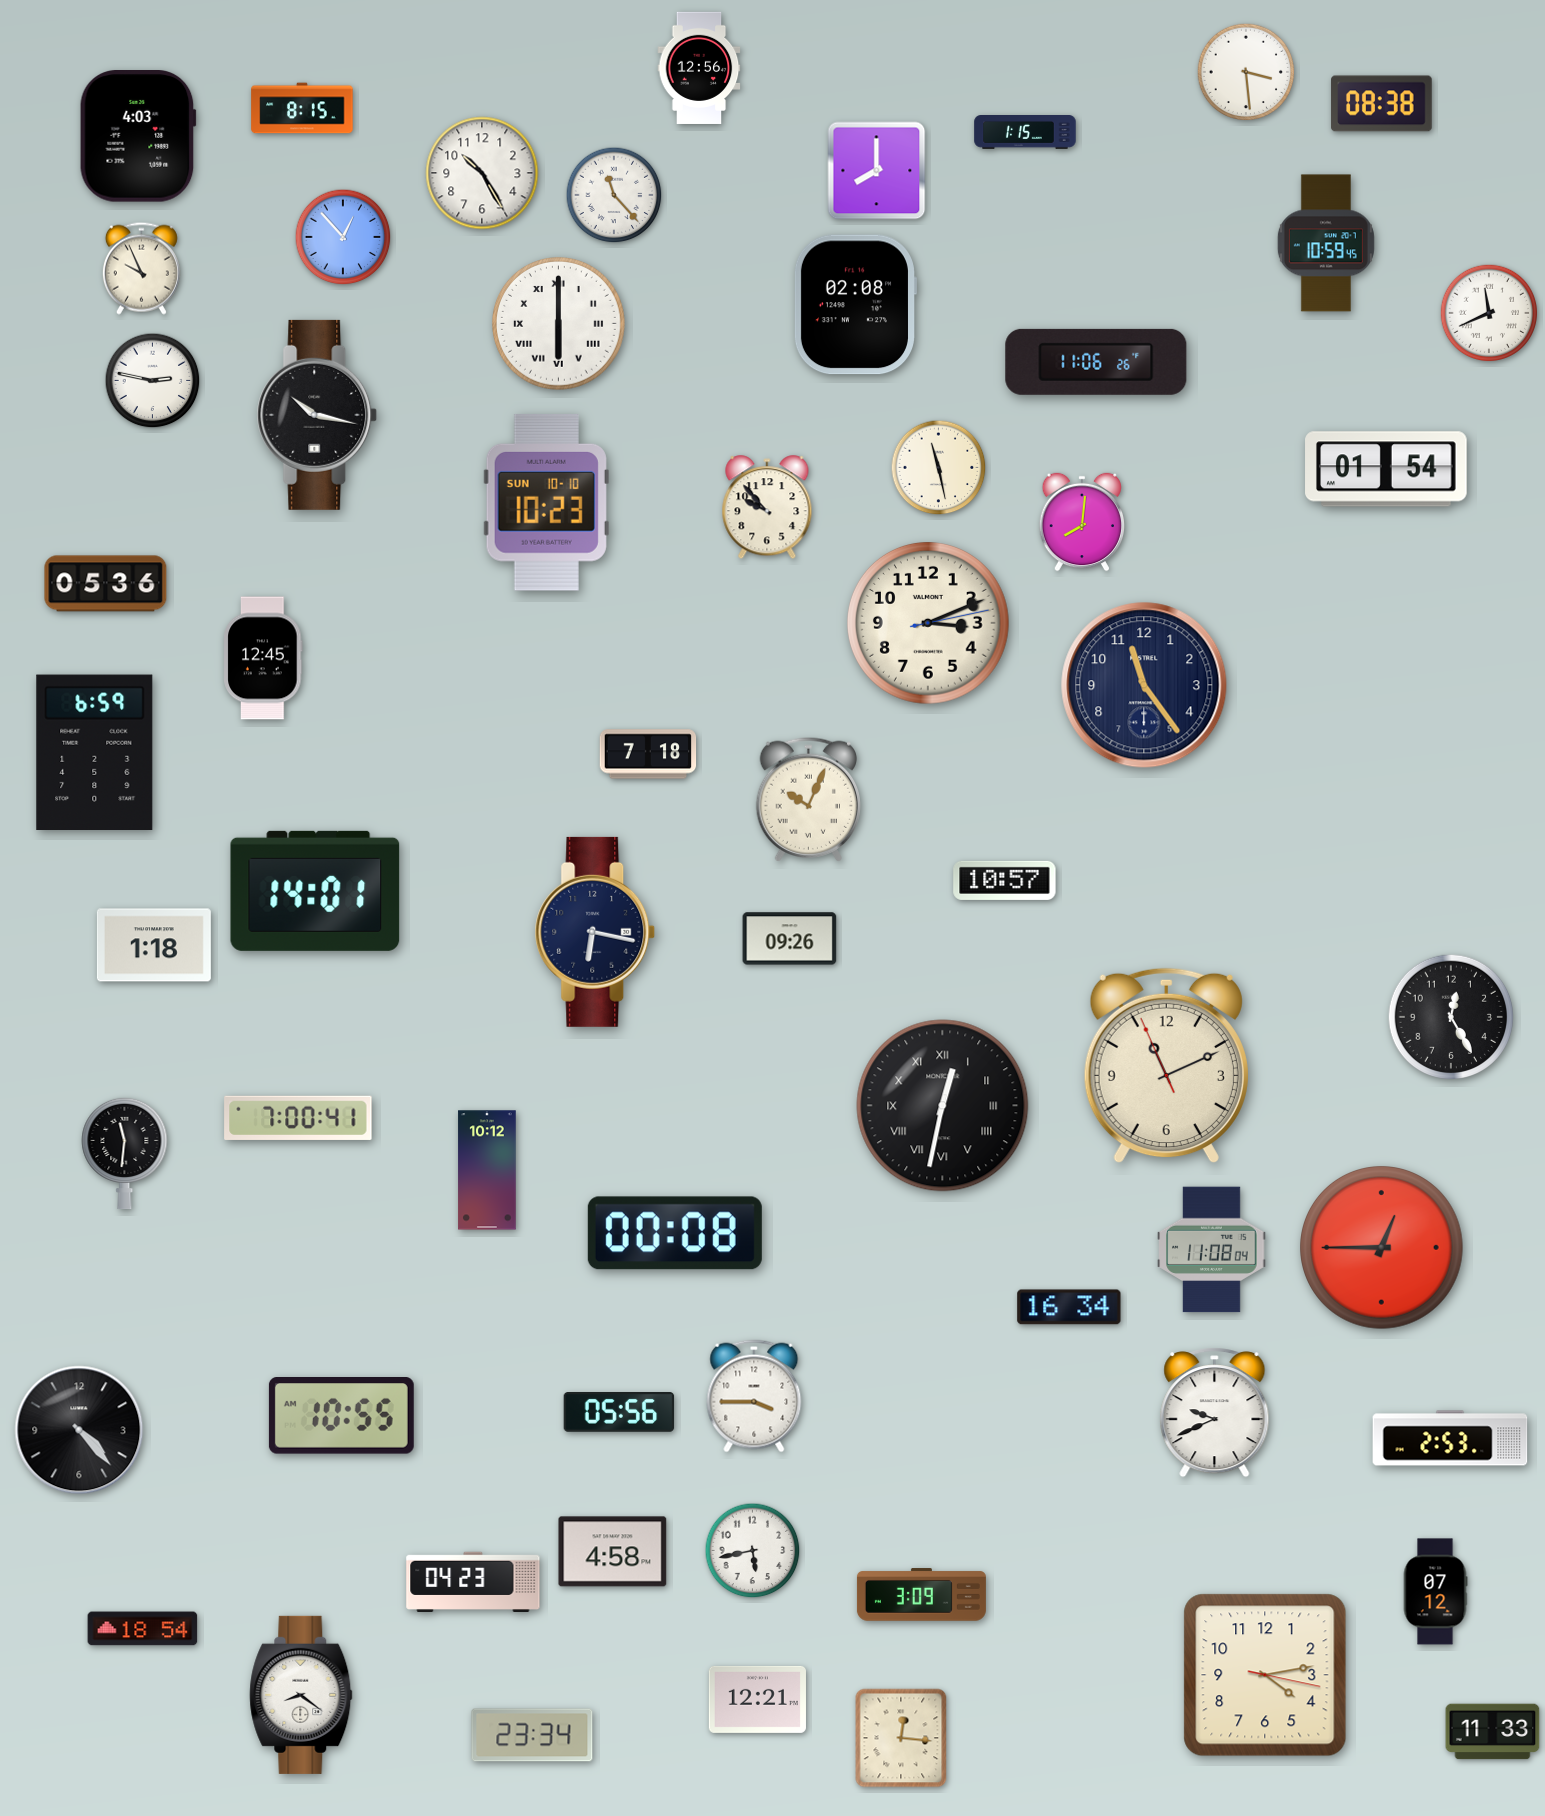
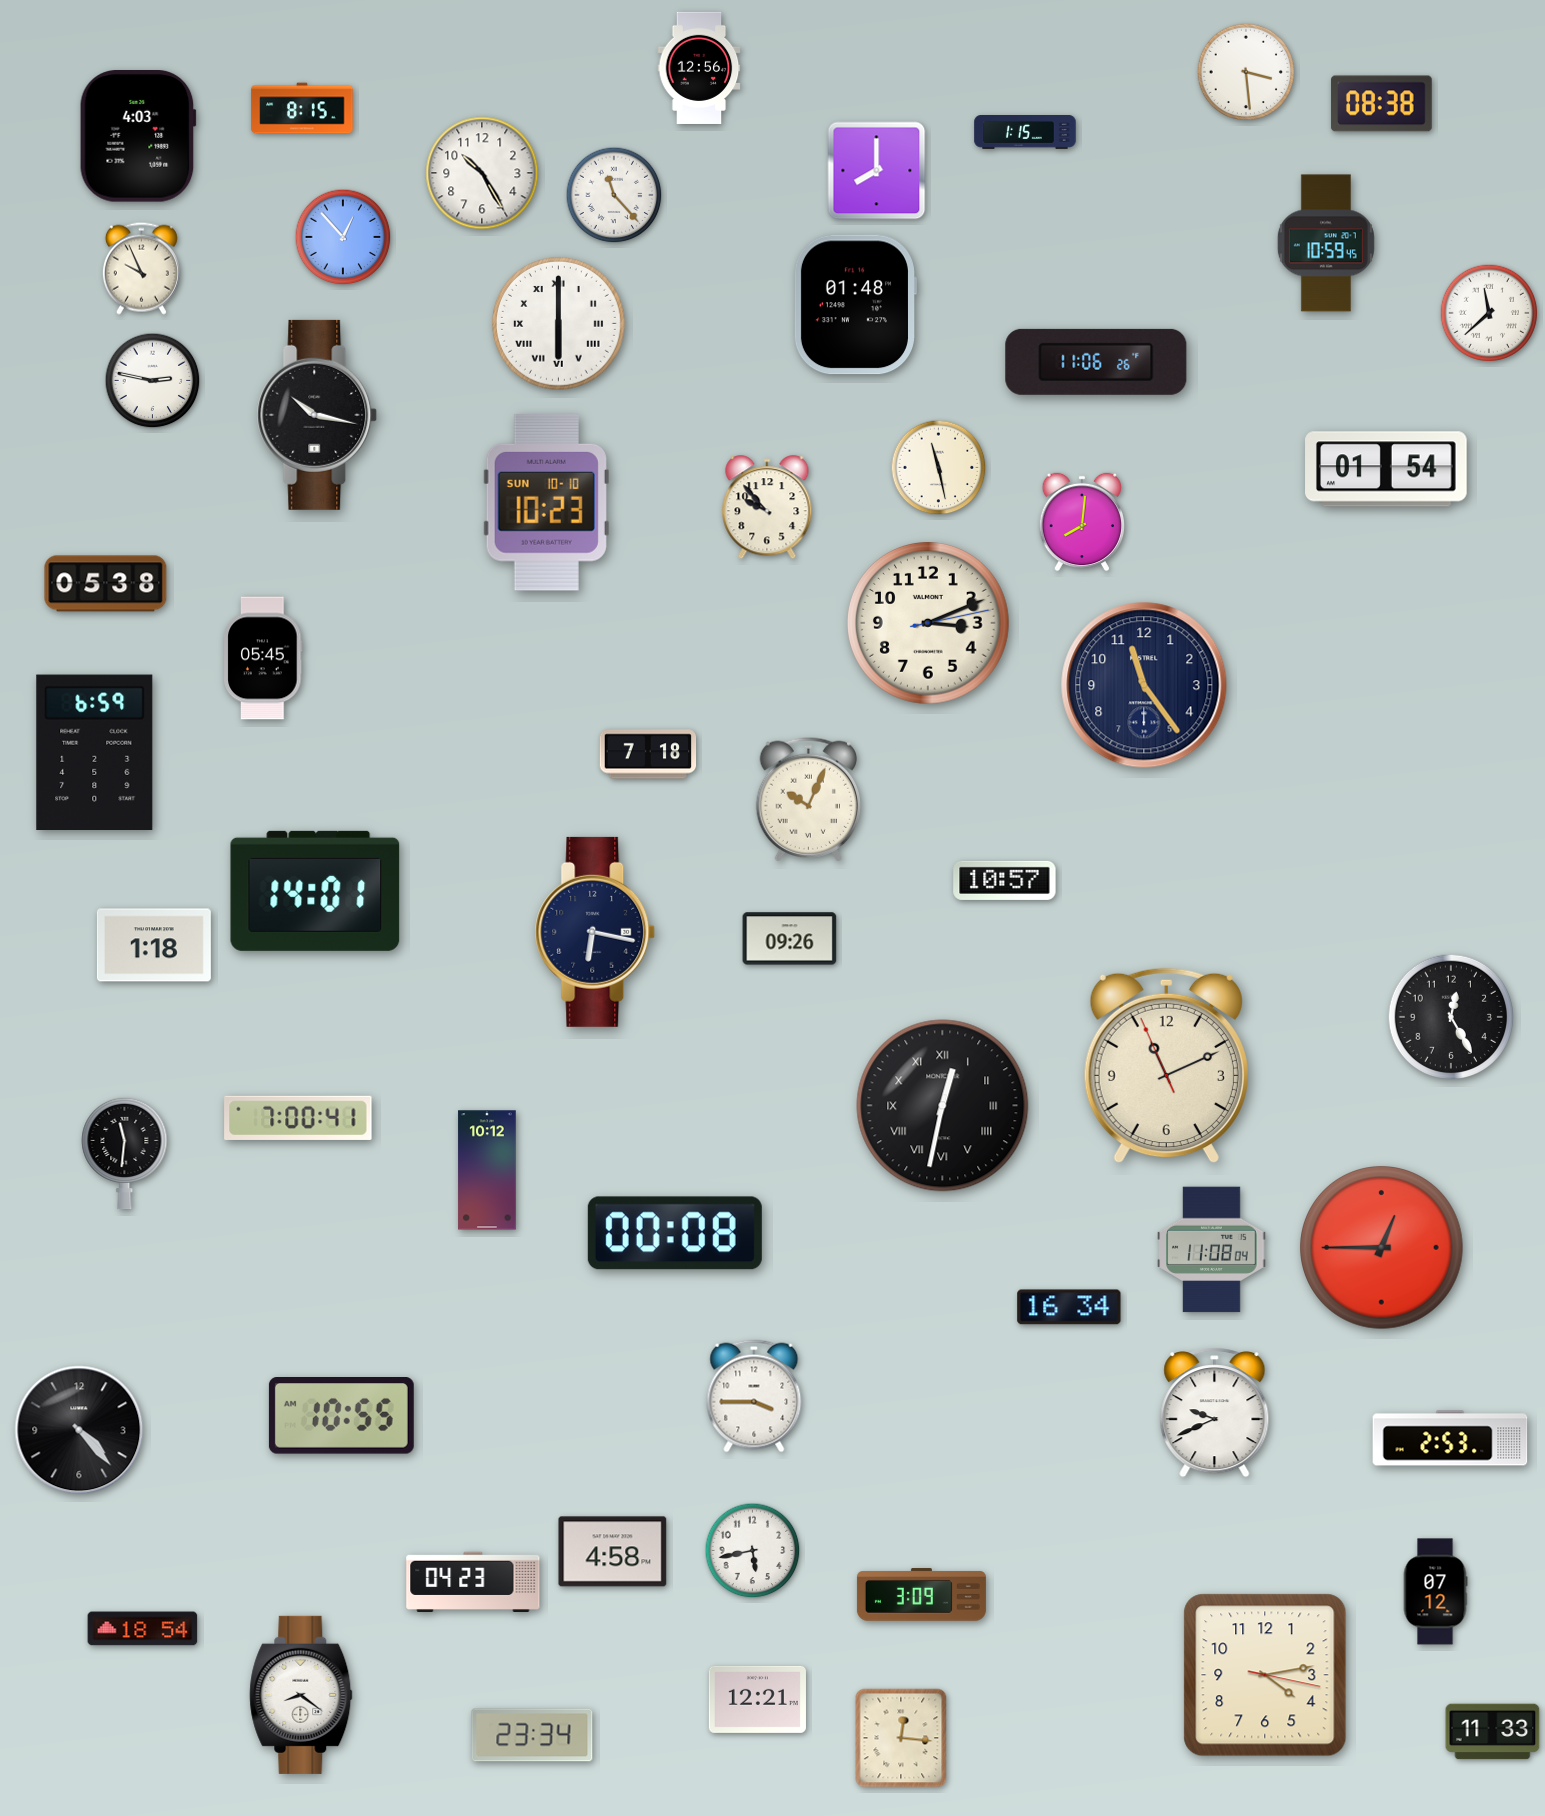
clock at (855, 305): 02:08 -> 01:48
clock at (1489, 313): 11:41 -> 11:38
clock at (106, 584): 05:36 -> 05:38
clock at (263, 658): 12:45 -> 05:45
clock at (619, 1413): 05:56 -> none
